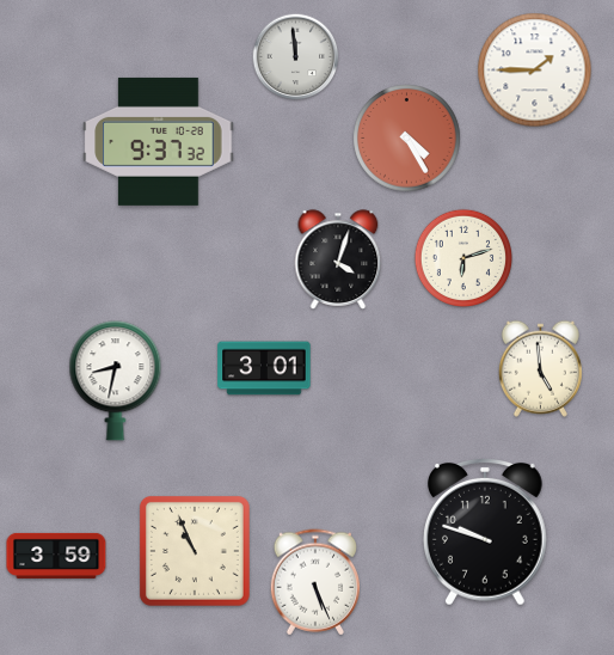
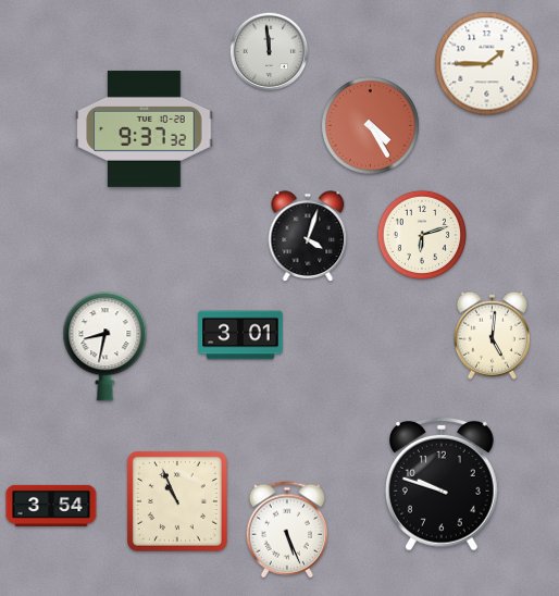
clock at (540, 368): 4:59 -> 5:01
clock at (56, 556): 3:59 -> 3:54
